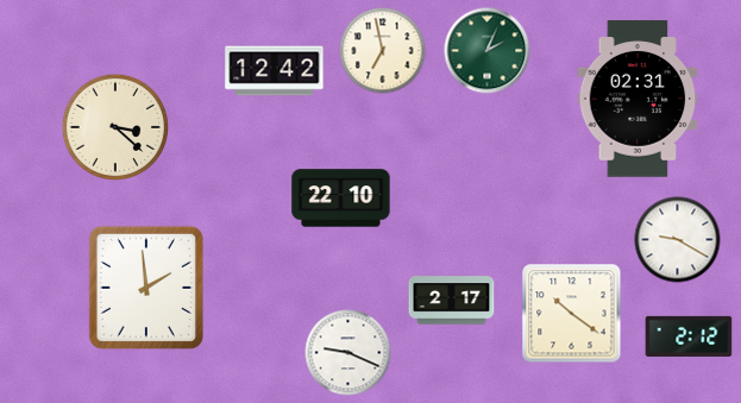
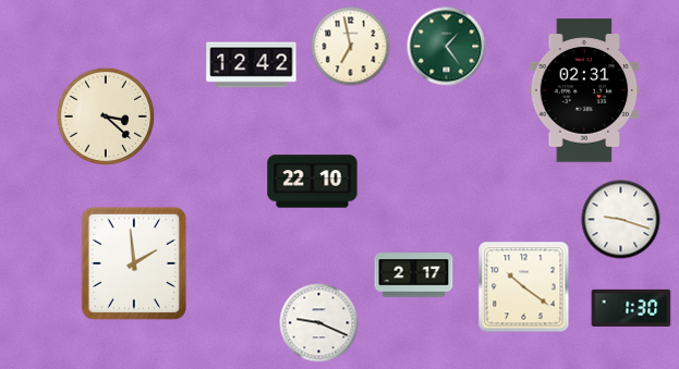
clock at (488, 51): 2:04 -> 1:24
clock at (678, 240): 9:20 -> 9:18
clock at (689, 336): 2:12 -> 1:30
